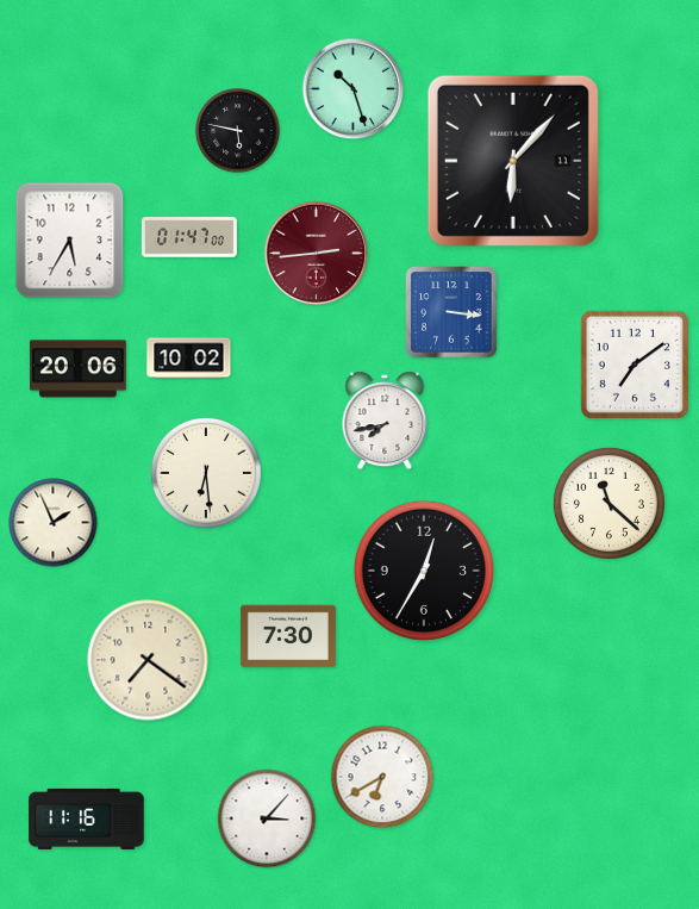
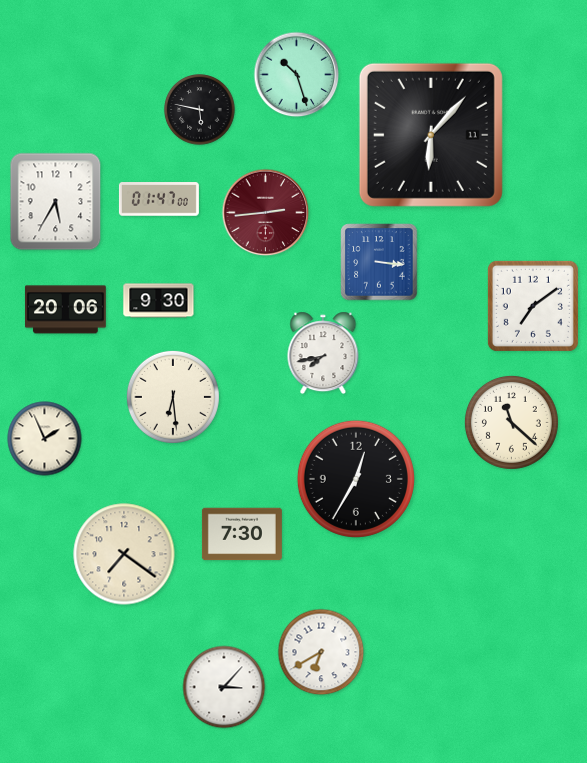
clock at (70, 241) position: (70, 241) -> (56, 202)
clock at (189, 359): 10:02 -> 9:30
clock at (87, 818): 11:16 -> none
